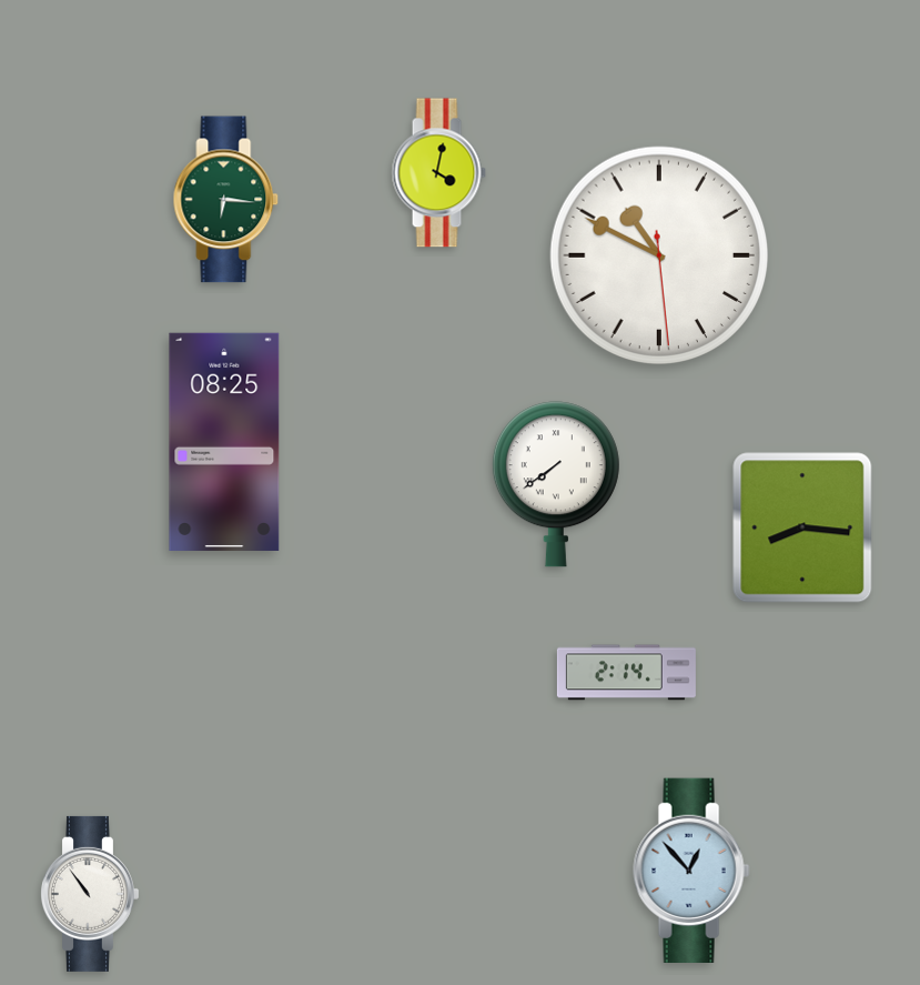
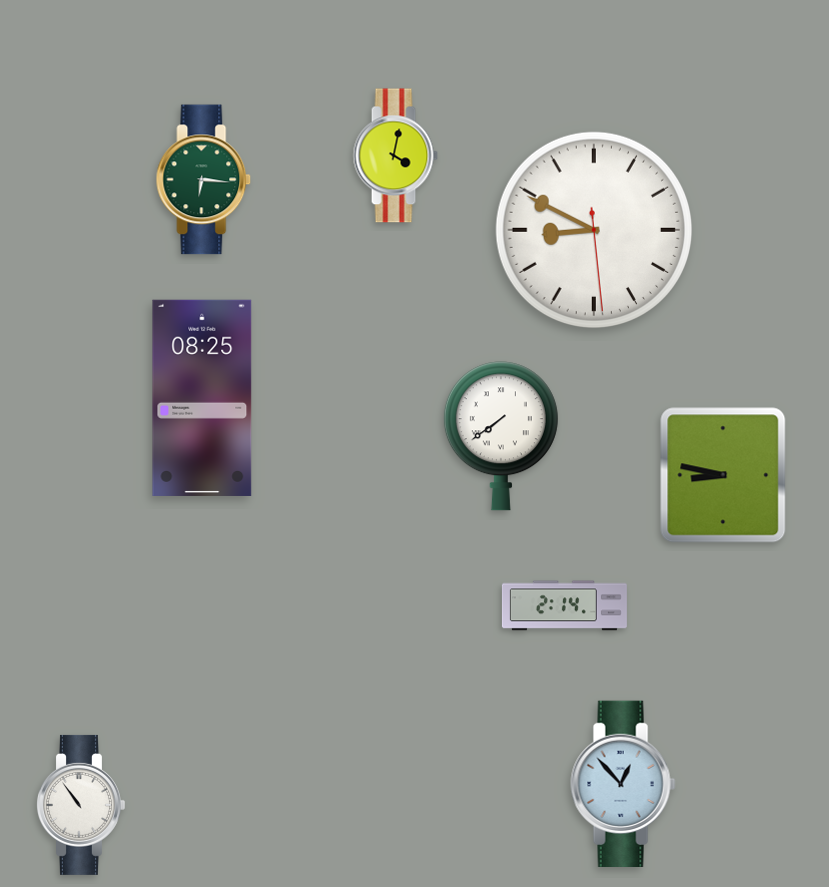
clock at (659, 255): 10:49 -> 8:49
clock at (802, 527): 8:16 -> 8:47
